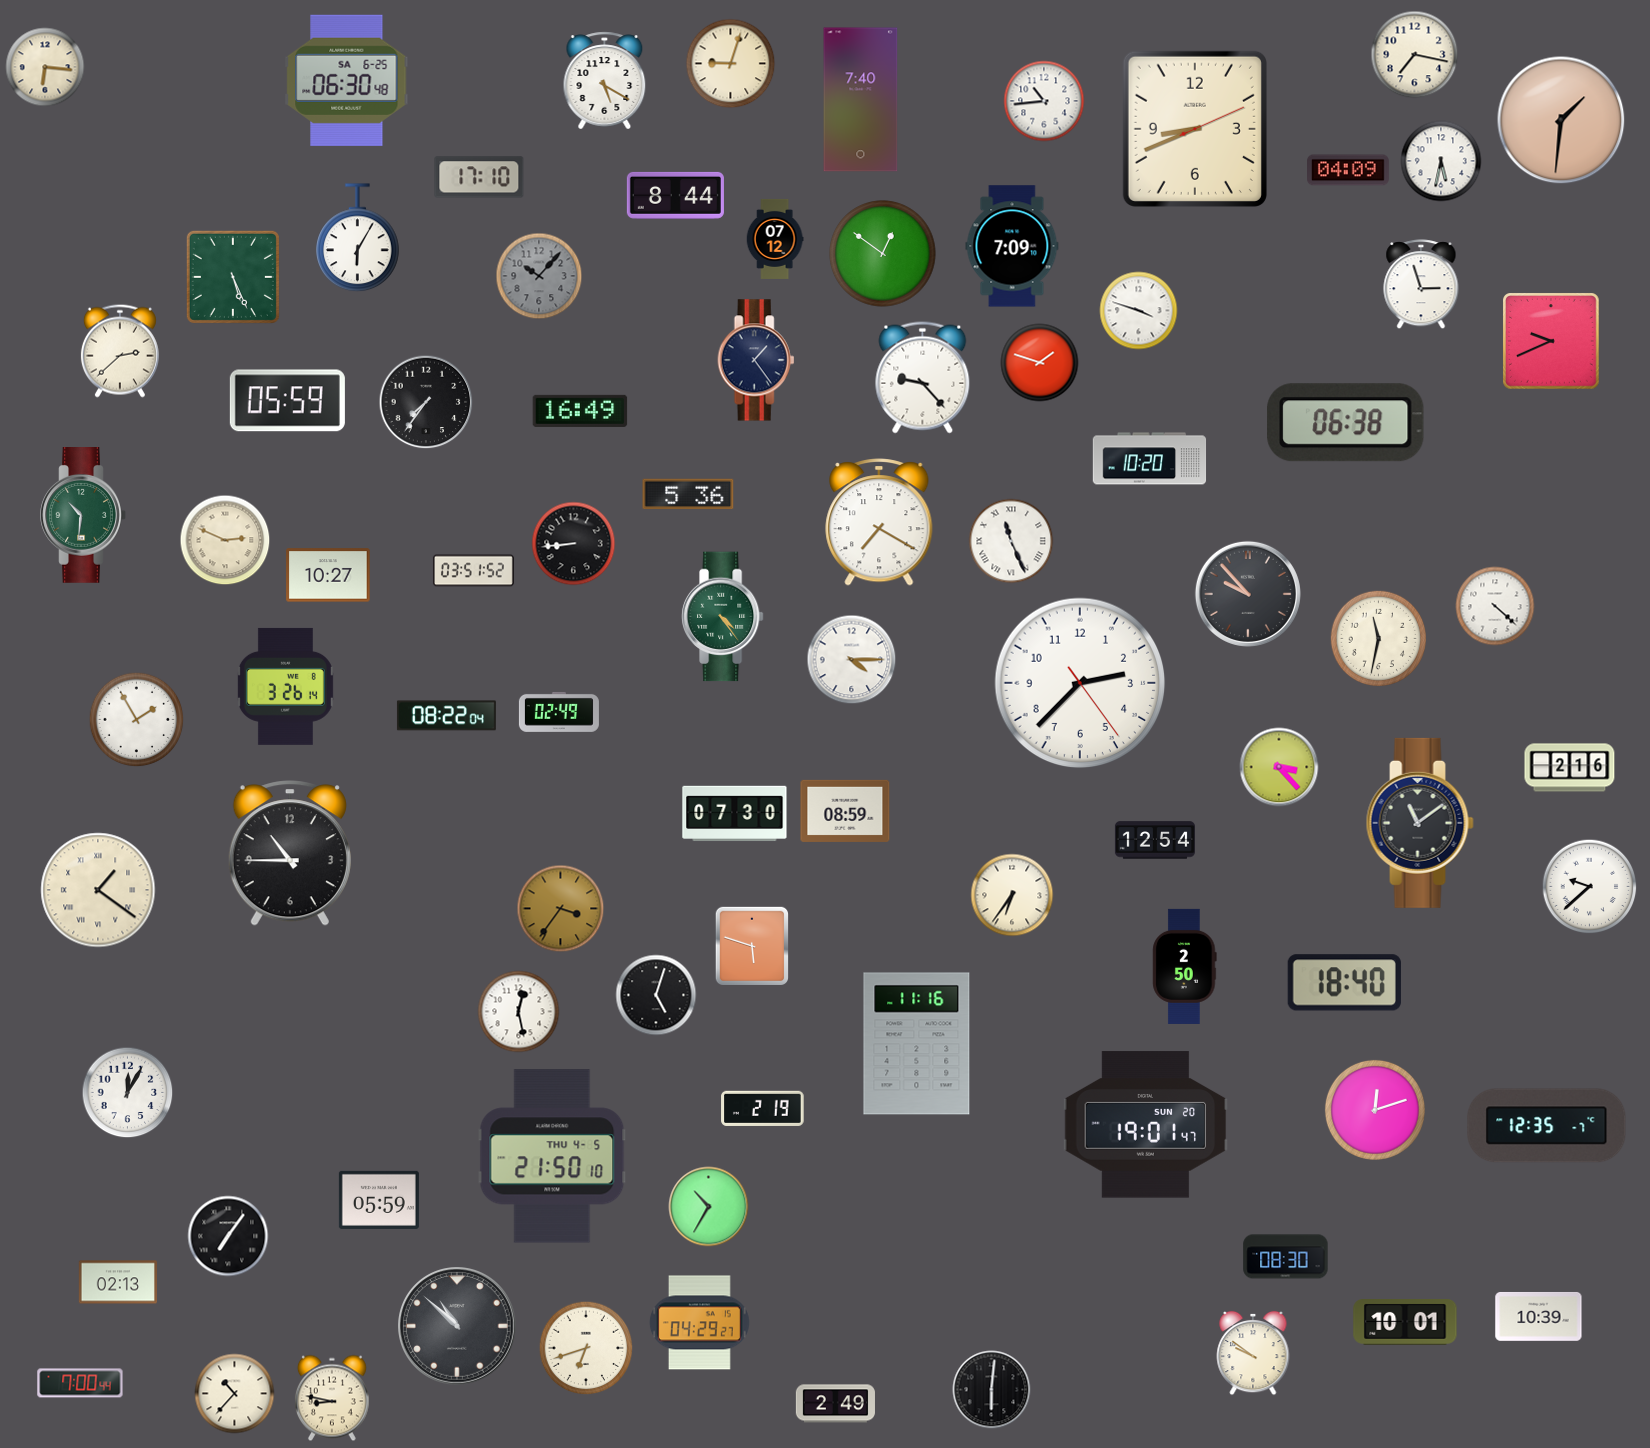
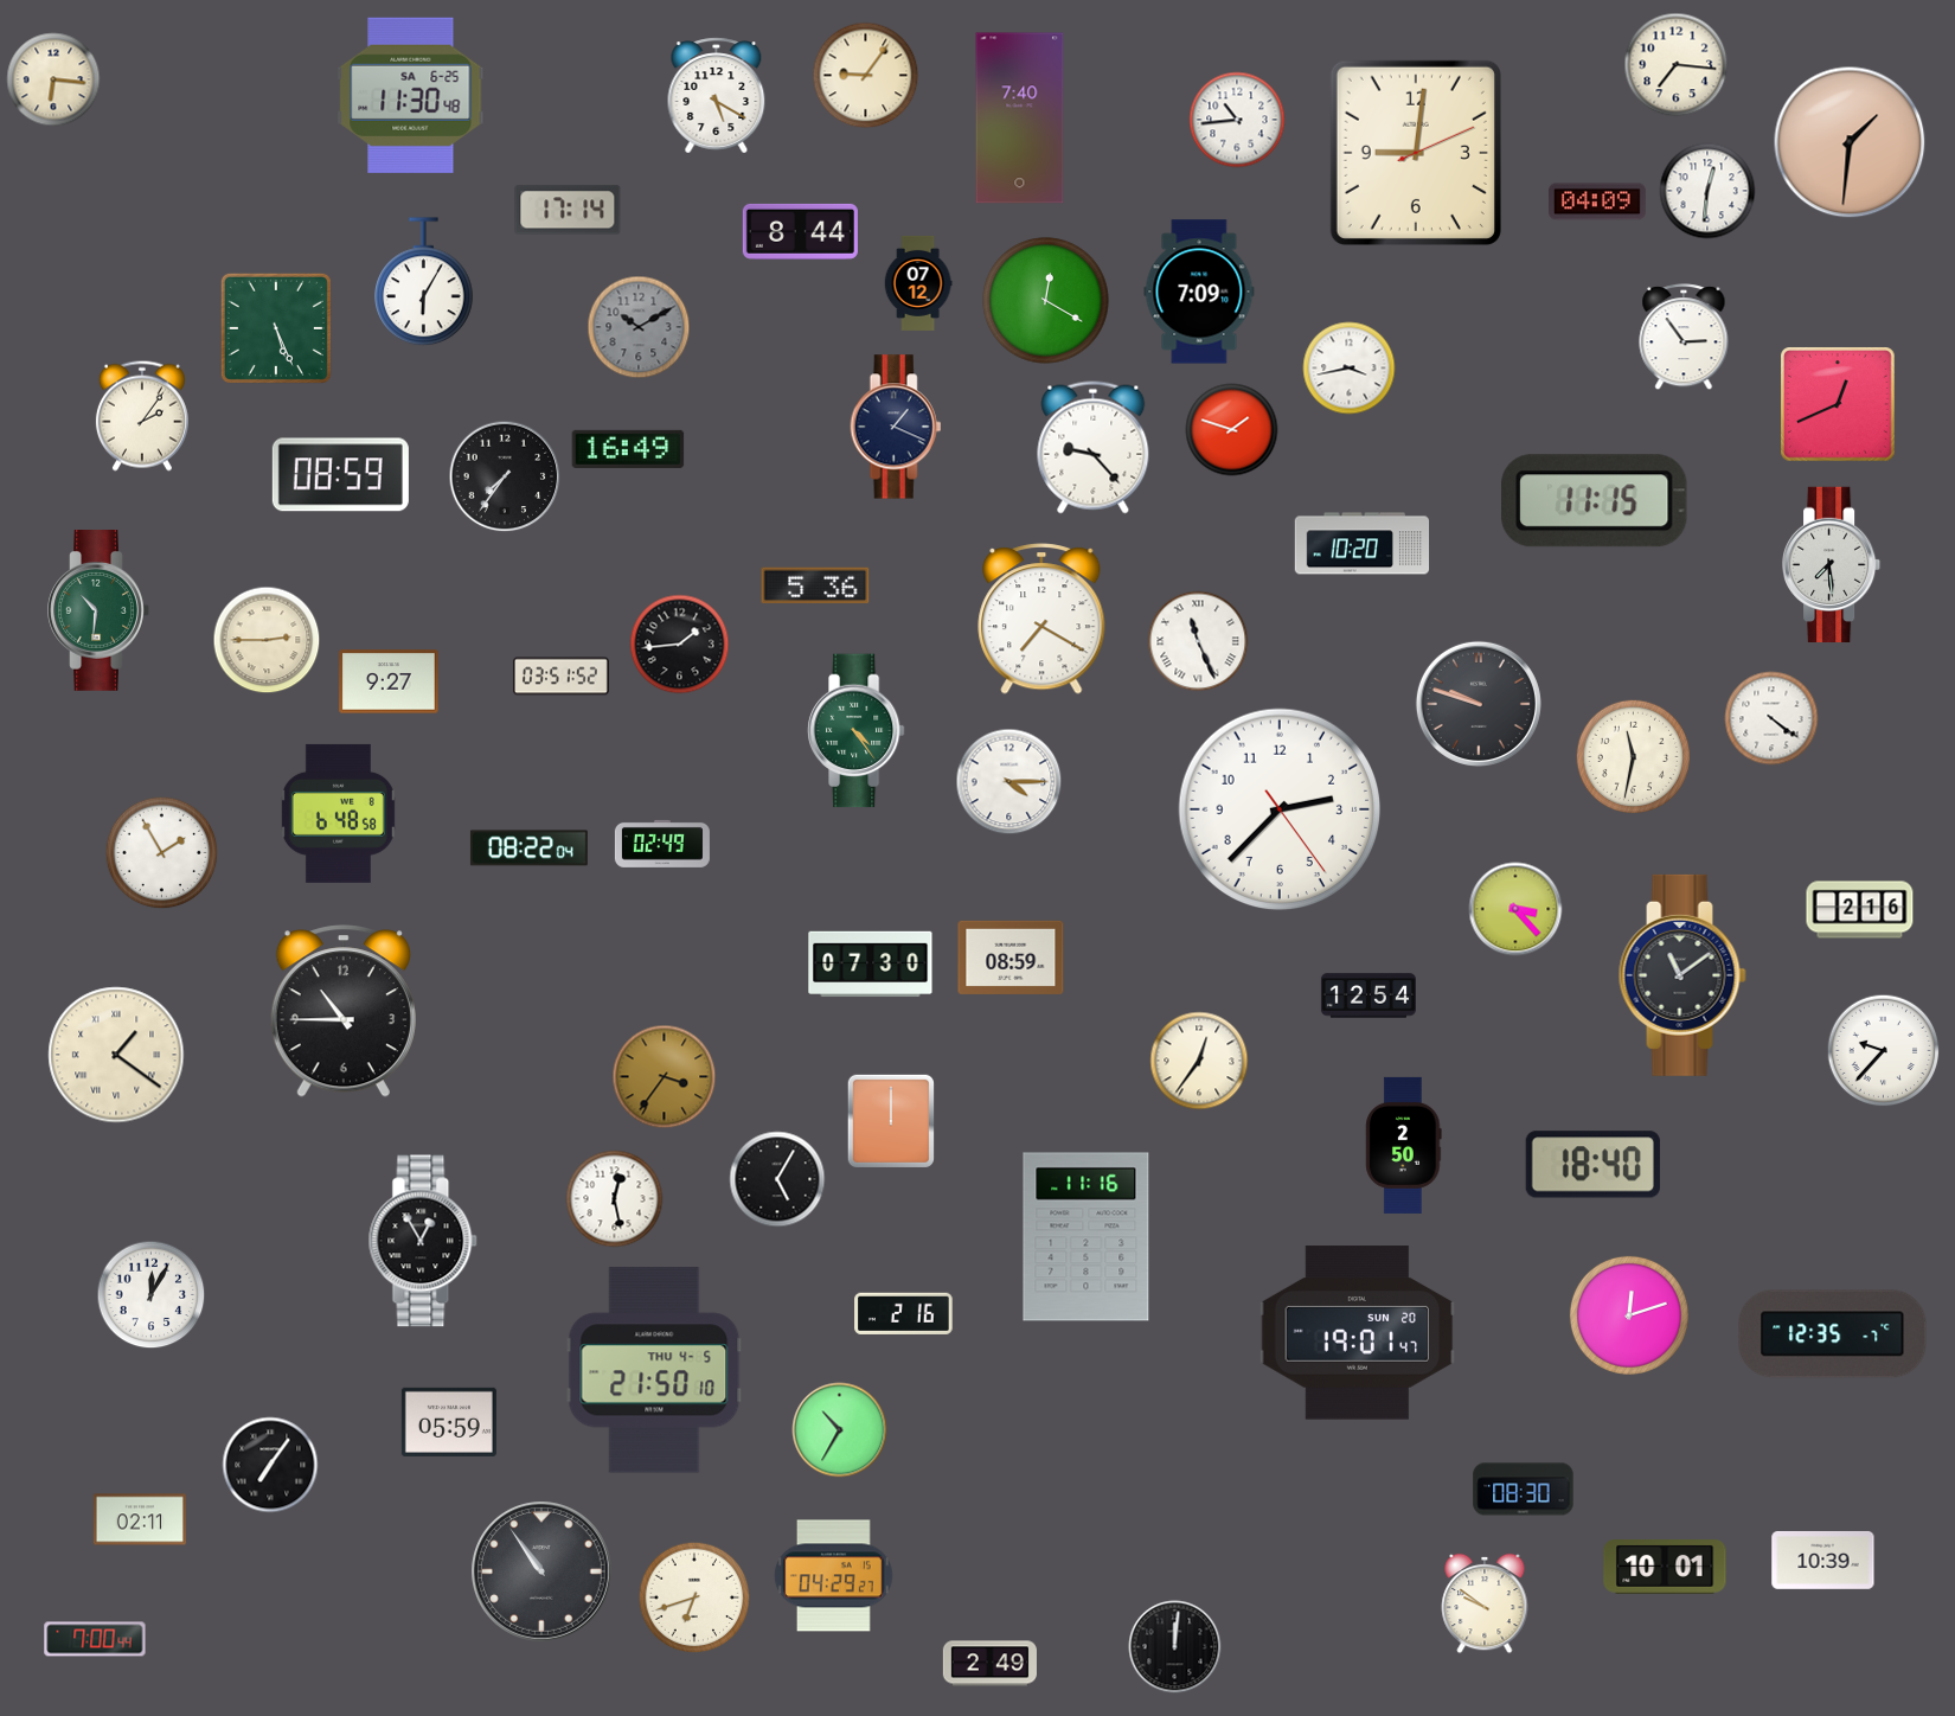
clock at (1415, 55): 7:17 -> 7:16
clock at (731, 64): 9:03 -> 9:06
clock at (347, 80): 06:30 -> 11:30
clock at (1195, 129): 8:41 -> 9:01
clock at (1441, 161): 5:32 -> 12:31
clock at (479, 177): 17:10 -> 17:14
clock at (883, 254): 12:51 -> 12:20
clock at (539, 276): 10:07 -> 10:10
clock at (1421, 285): 2:57 -> 2:54
clock at (1139, 311): 3:48 -> 3:43
clock at (1552, 342): 9:41 -> 12:41
clock at (120, 351): 2:38 -> 2:06
clock at (756, 360): 1:24 -> 1:19
clock at (287, 401): 05:59 -> 08:59
clock at (580, 411) position: (580, 411) -> (628, 449)
clock at (1346, 423): 06:38 -> 11:15
clock at (1833, 564): none -> 7:29
clock at (225, 540): 2:49 -> 2:45
clock at (574, 544): 8:44 -> 1:44
clock at (328, 575): 10:27 -> 9:27
clock at (1248, 594): 9:53 -> 9:48
clock at (1495, 606): 4:22 -> 4:21
clock at (285, 686): 3:26 -> 6:48
clock at (845, 811) position: (845, 811) -> (1011, 958)
clock at (1590, 887): 9:38 -> 9:37
clock at (1012, 895): 6:36 -> 12:36
clock at (751, 945): 5:48 -> 12:00
clock at (656, 995): 5:03 -> 5:05
clock at (423, 1241): none -> 12:55
clock at (763, 1108): 2:19 -> 2:16
clock at (118, 1282): 02:13 -> 02:11
clock at (699, 1323) position: (699, 1323) -> (833, 1576)
clock at (458, 1327): 10:52 -> 10:54
clock at (992, 1390): 6:01 -> 12:01
clock at (235, 1394): 10:37 -> none
clock at (332, 1398): 8:47 -> none
